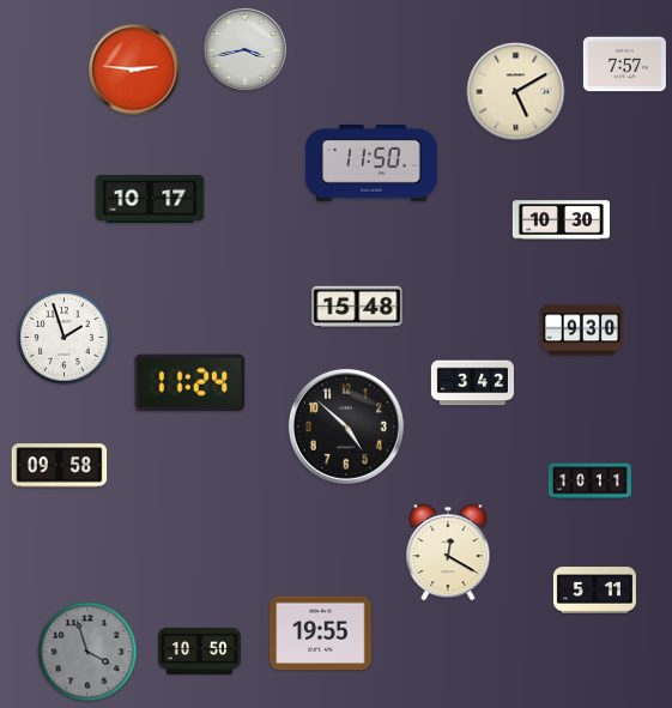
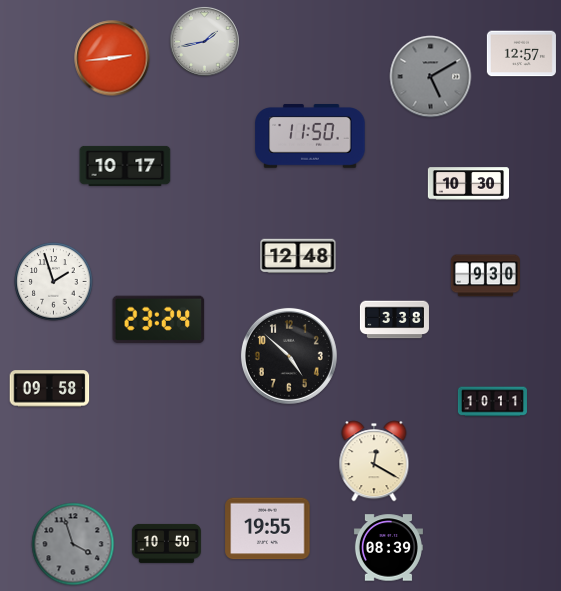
clock at (244, 49): 3:43 -> 1:43
clock at (624, 65): 7:57 -> 12:57
clock at (134, 69): 2:46 -> 2:44
clock at (516, 92) dial: cream -> grey
clock at (357, 307): 15:48 -> 12:48
clock at (190, 382): 11:24 -> 23:24
clock at (472, 383): 3:42 -> 3:38
clock at (594, 591): 5:11 -> none
clock at (388, 548): none -> 08:39
